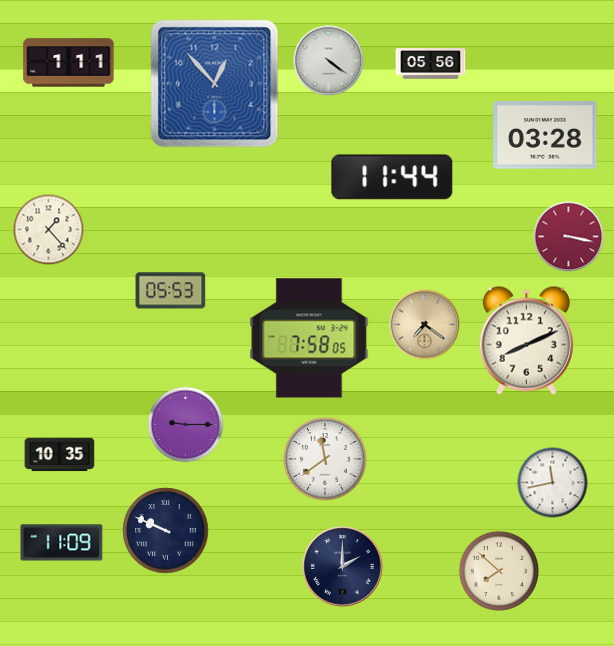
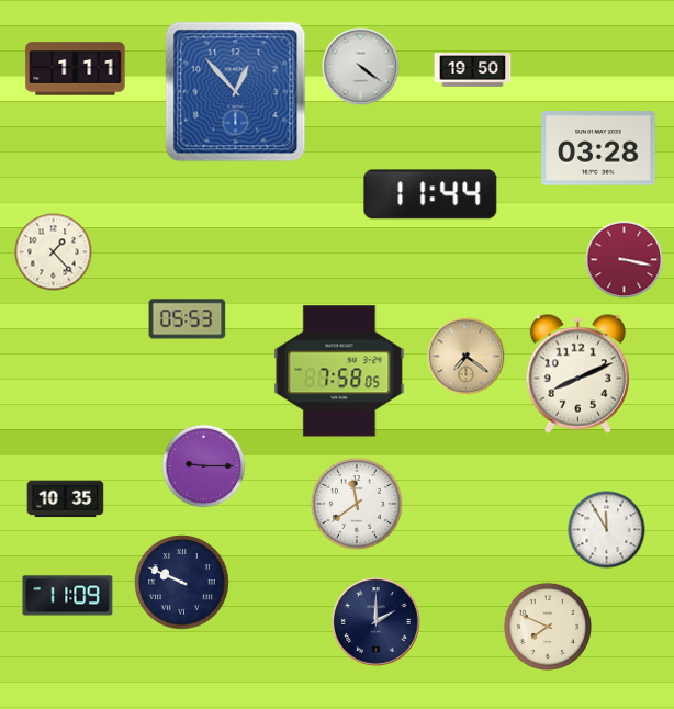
clock at (431, 64): 05:56 -> 19:50
clock at (553, 483): 11:43 -> 11:55
clock at (499, 571): 7:52 -> 7:49
